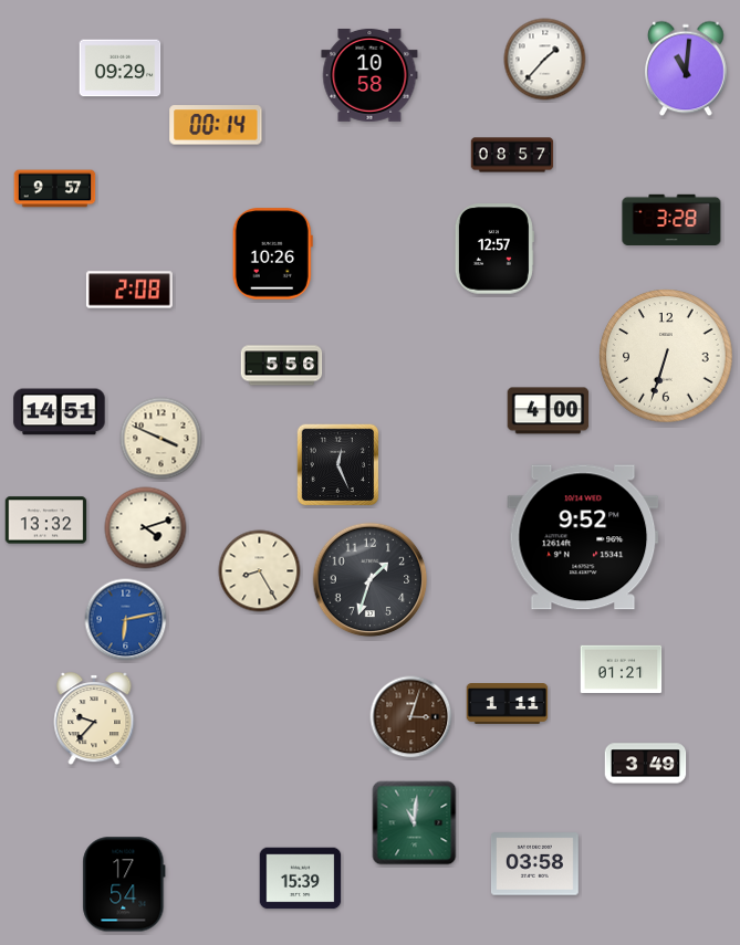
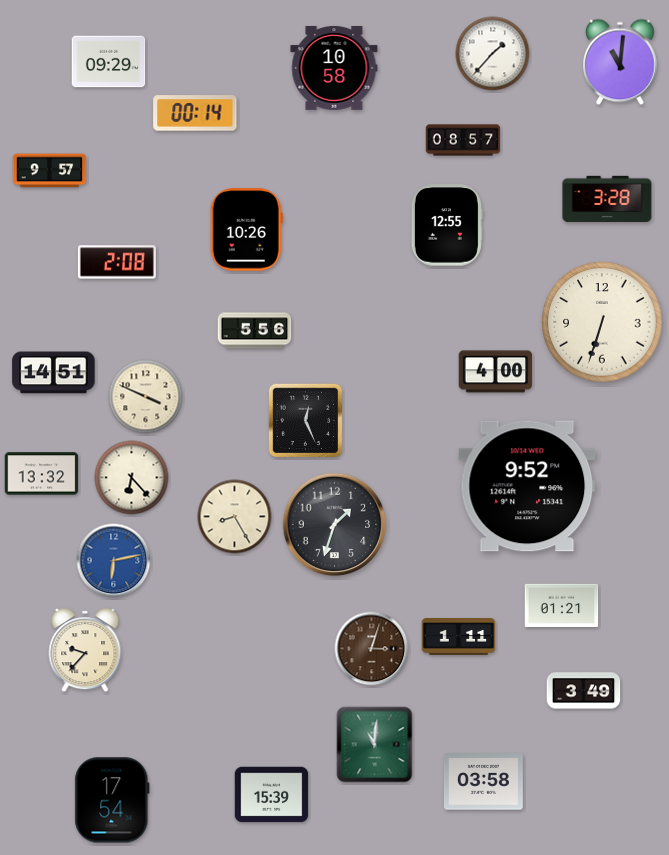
clock at (494, 249): 12:57 -> 12:55
clock at (46, 521) position: (46, 521) -> (42, 474)
clock at (146, 528): 4:12 -> 6:23
